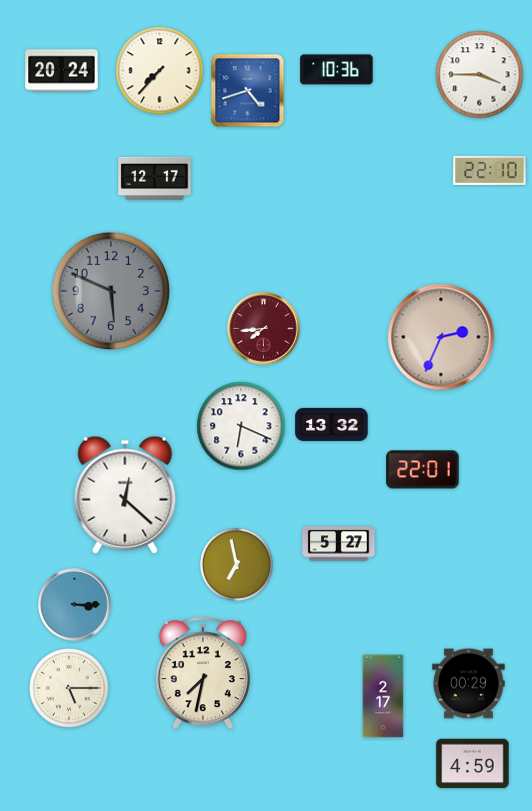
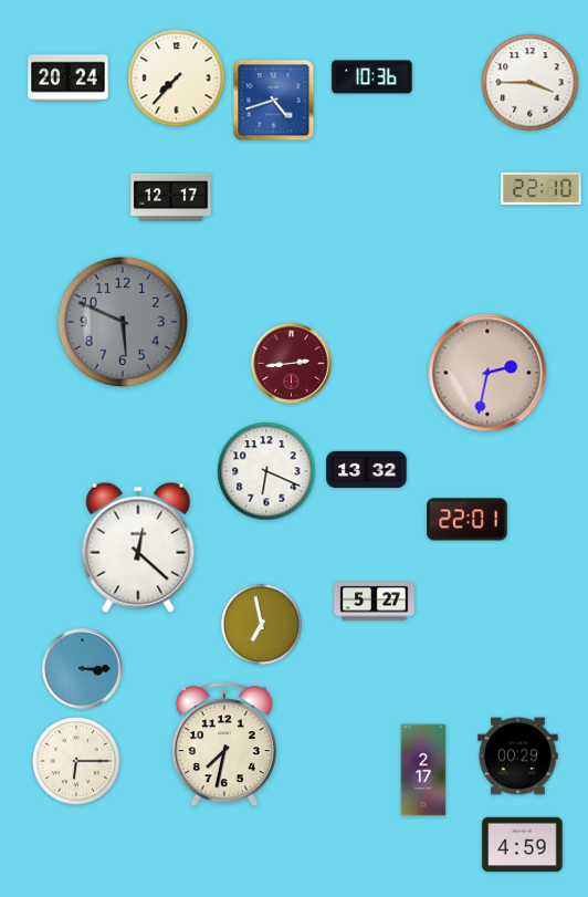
clock at (264, 329): 7:44 -> 2:44
clock at (441, 337): 2:34 -> 2:32
clock at (69, 688): 5:15 -> 6:15
